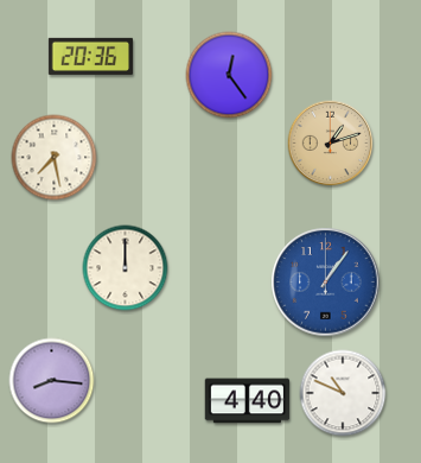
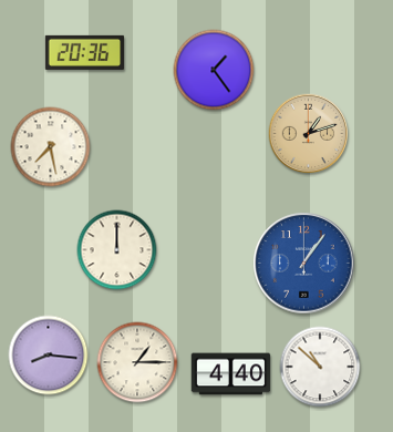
clock at (229, 75): 12:24 -> 1:24
clock at (137, 362): none -> 1:15
clock at (343, 393): 10:49 -> 10:52
